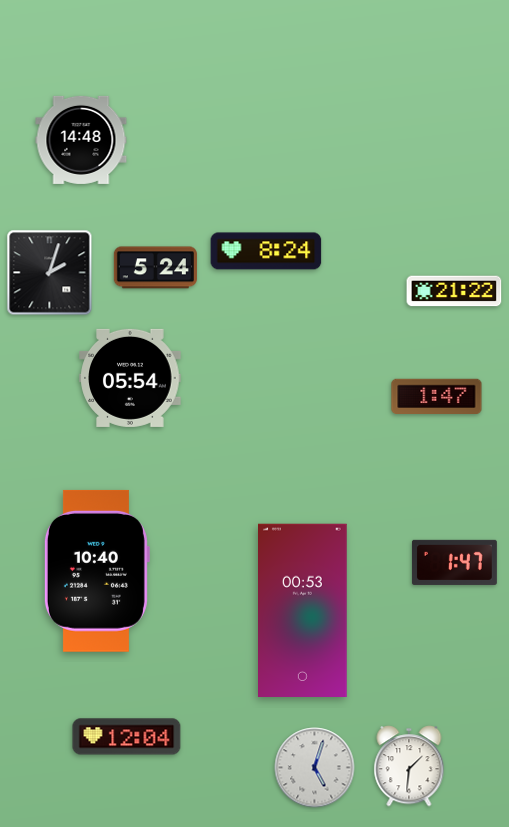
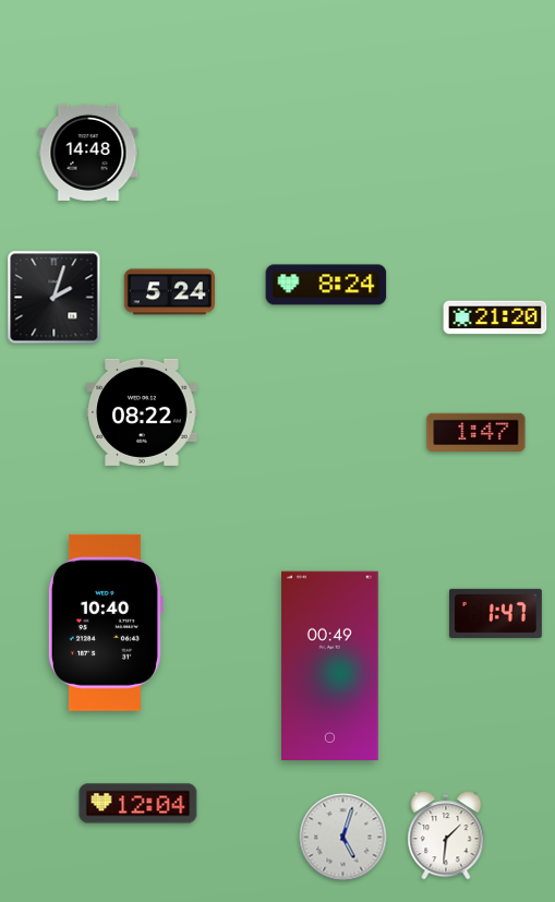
clock at (266, 251) position: (266, 251) -> (326, 285)
clock at (454, 291): 21:22 -> 21:20
clock at (130, 378): 05:54 -> 08:22
clock at (303, 610): 00:53 -> 00:49
